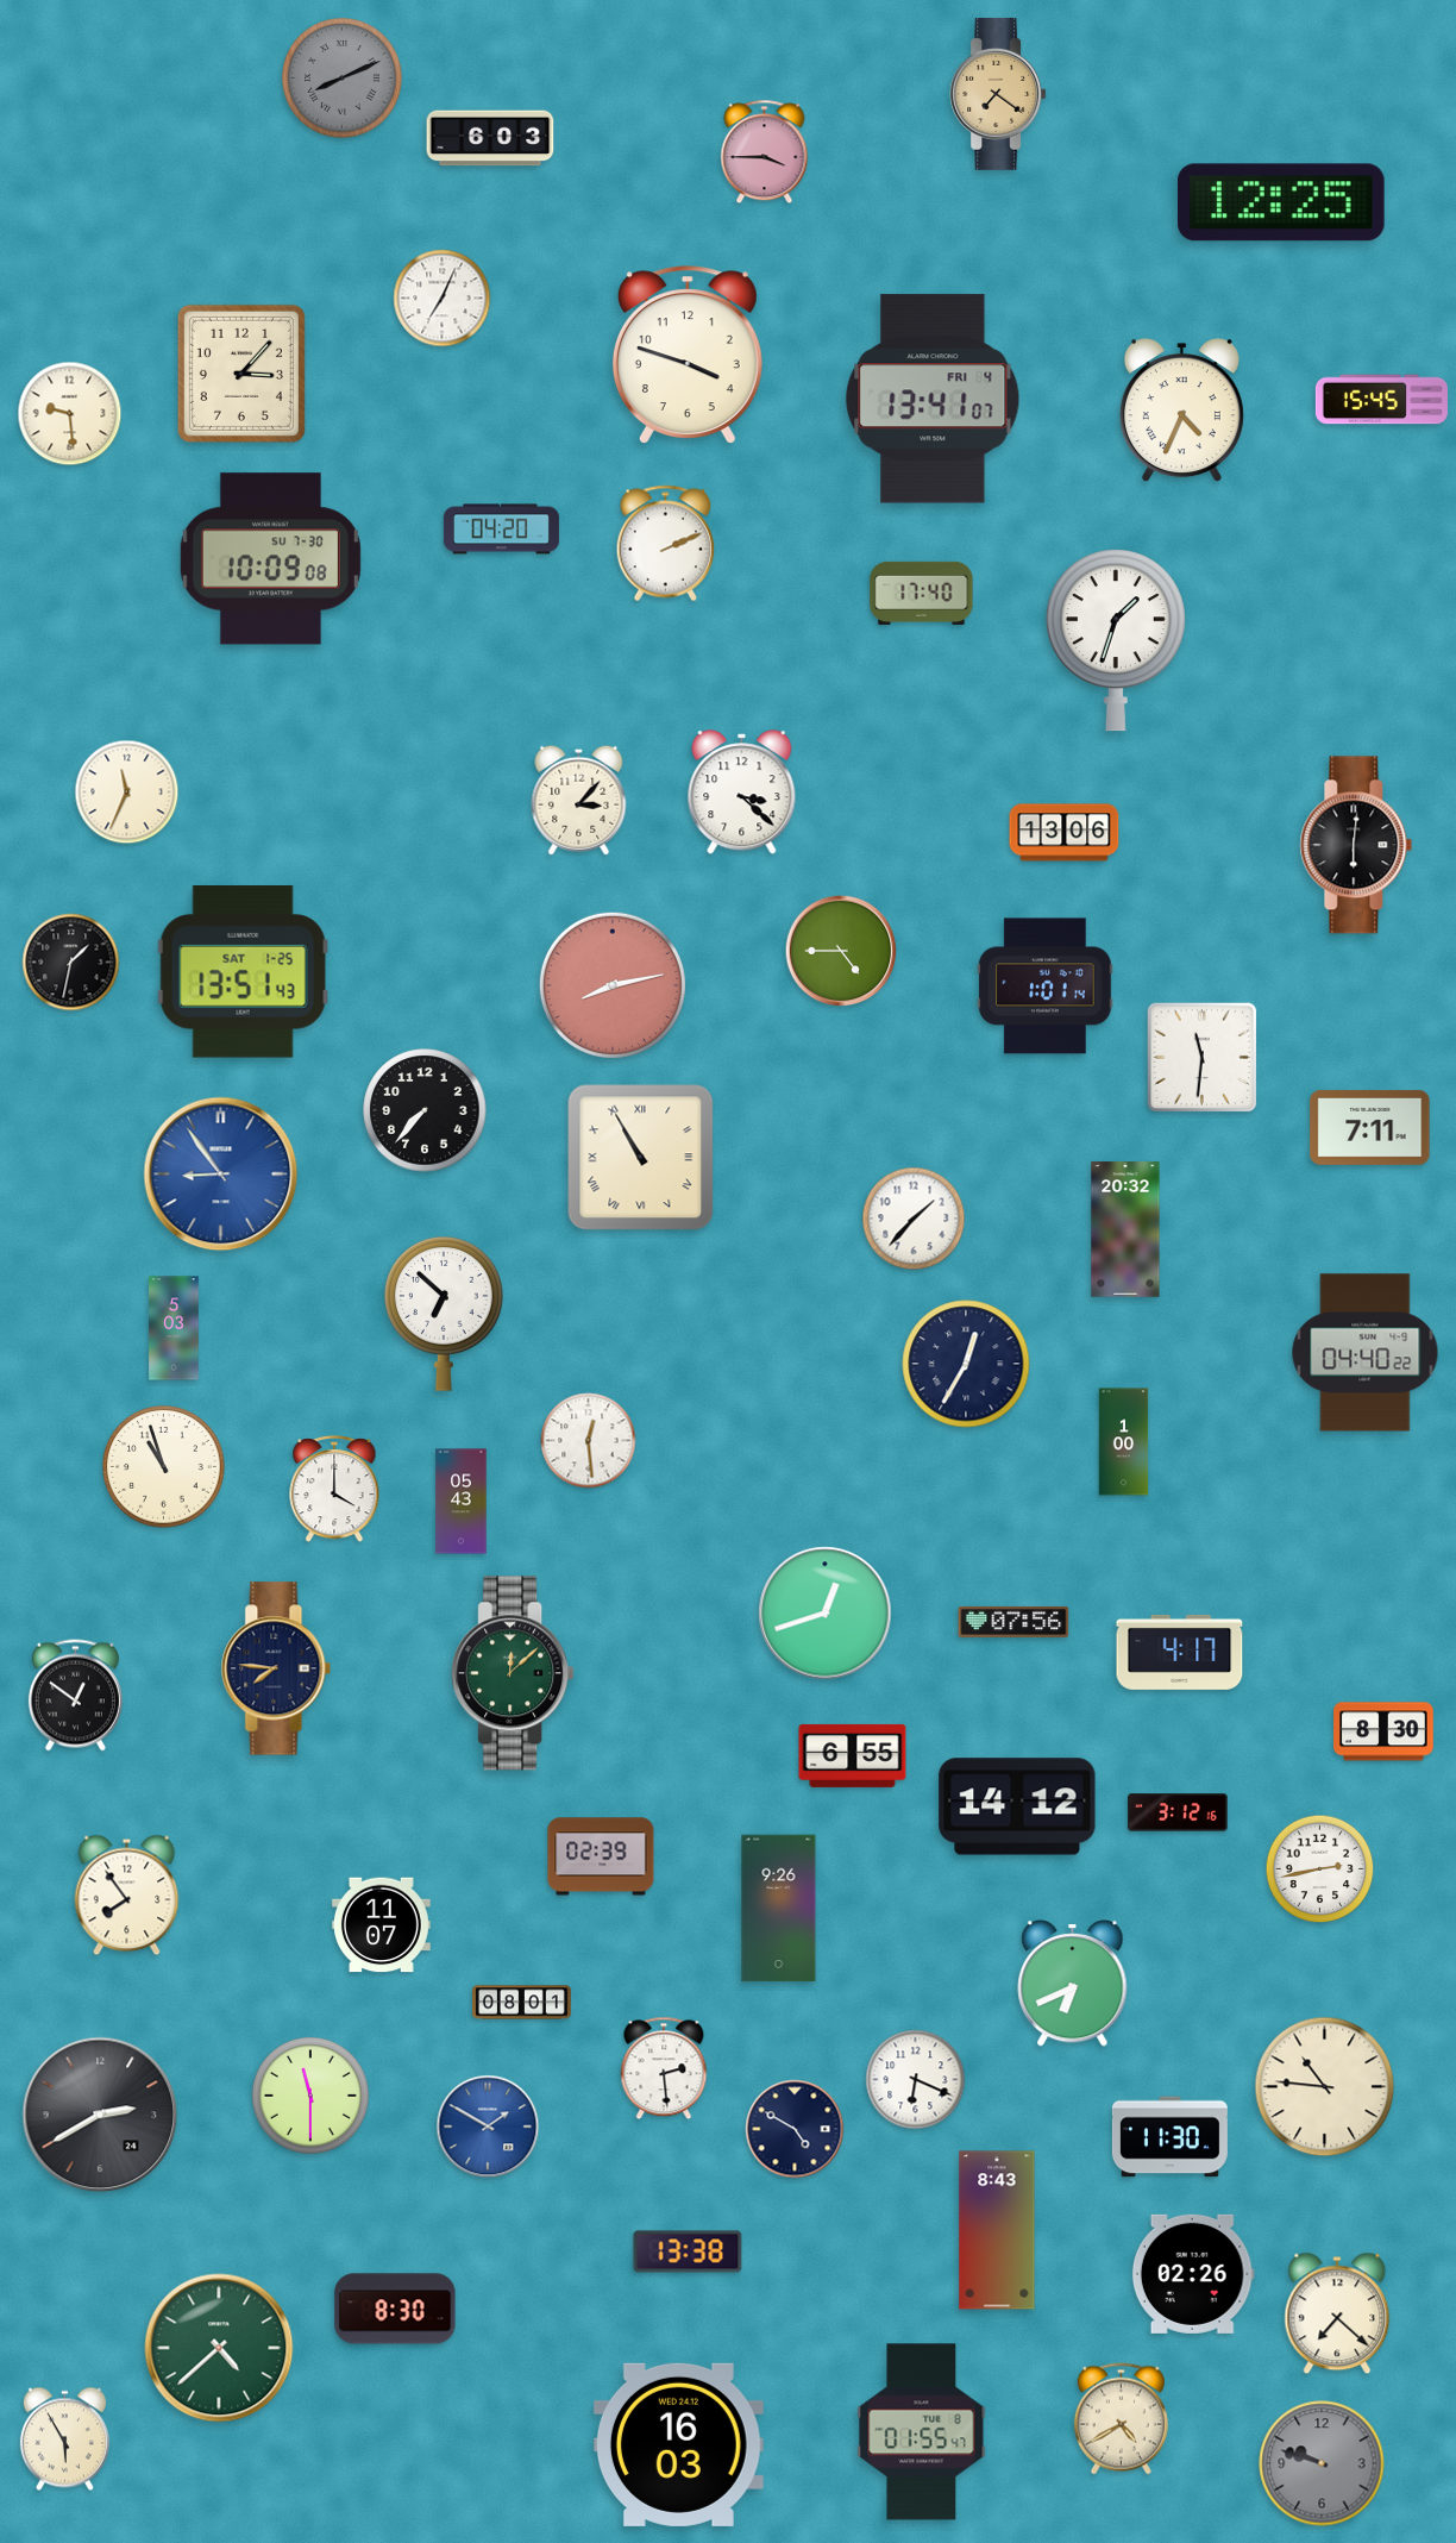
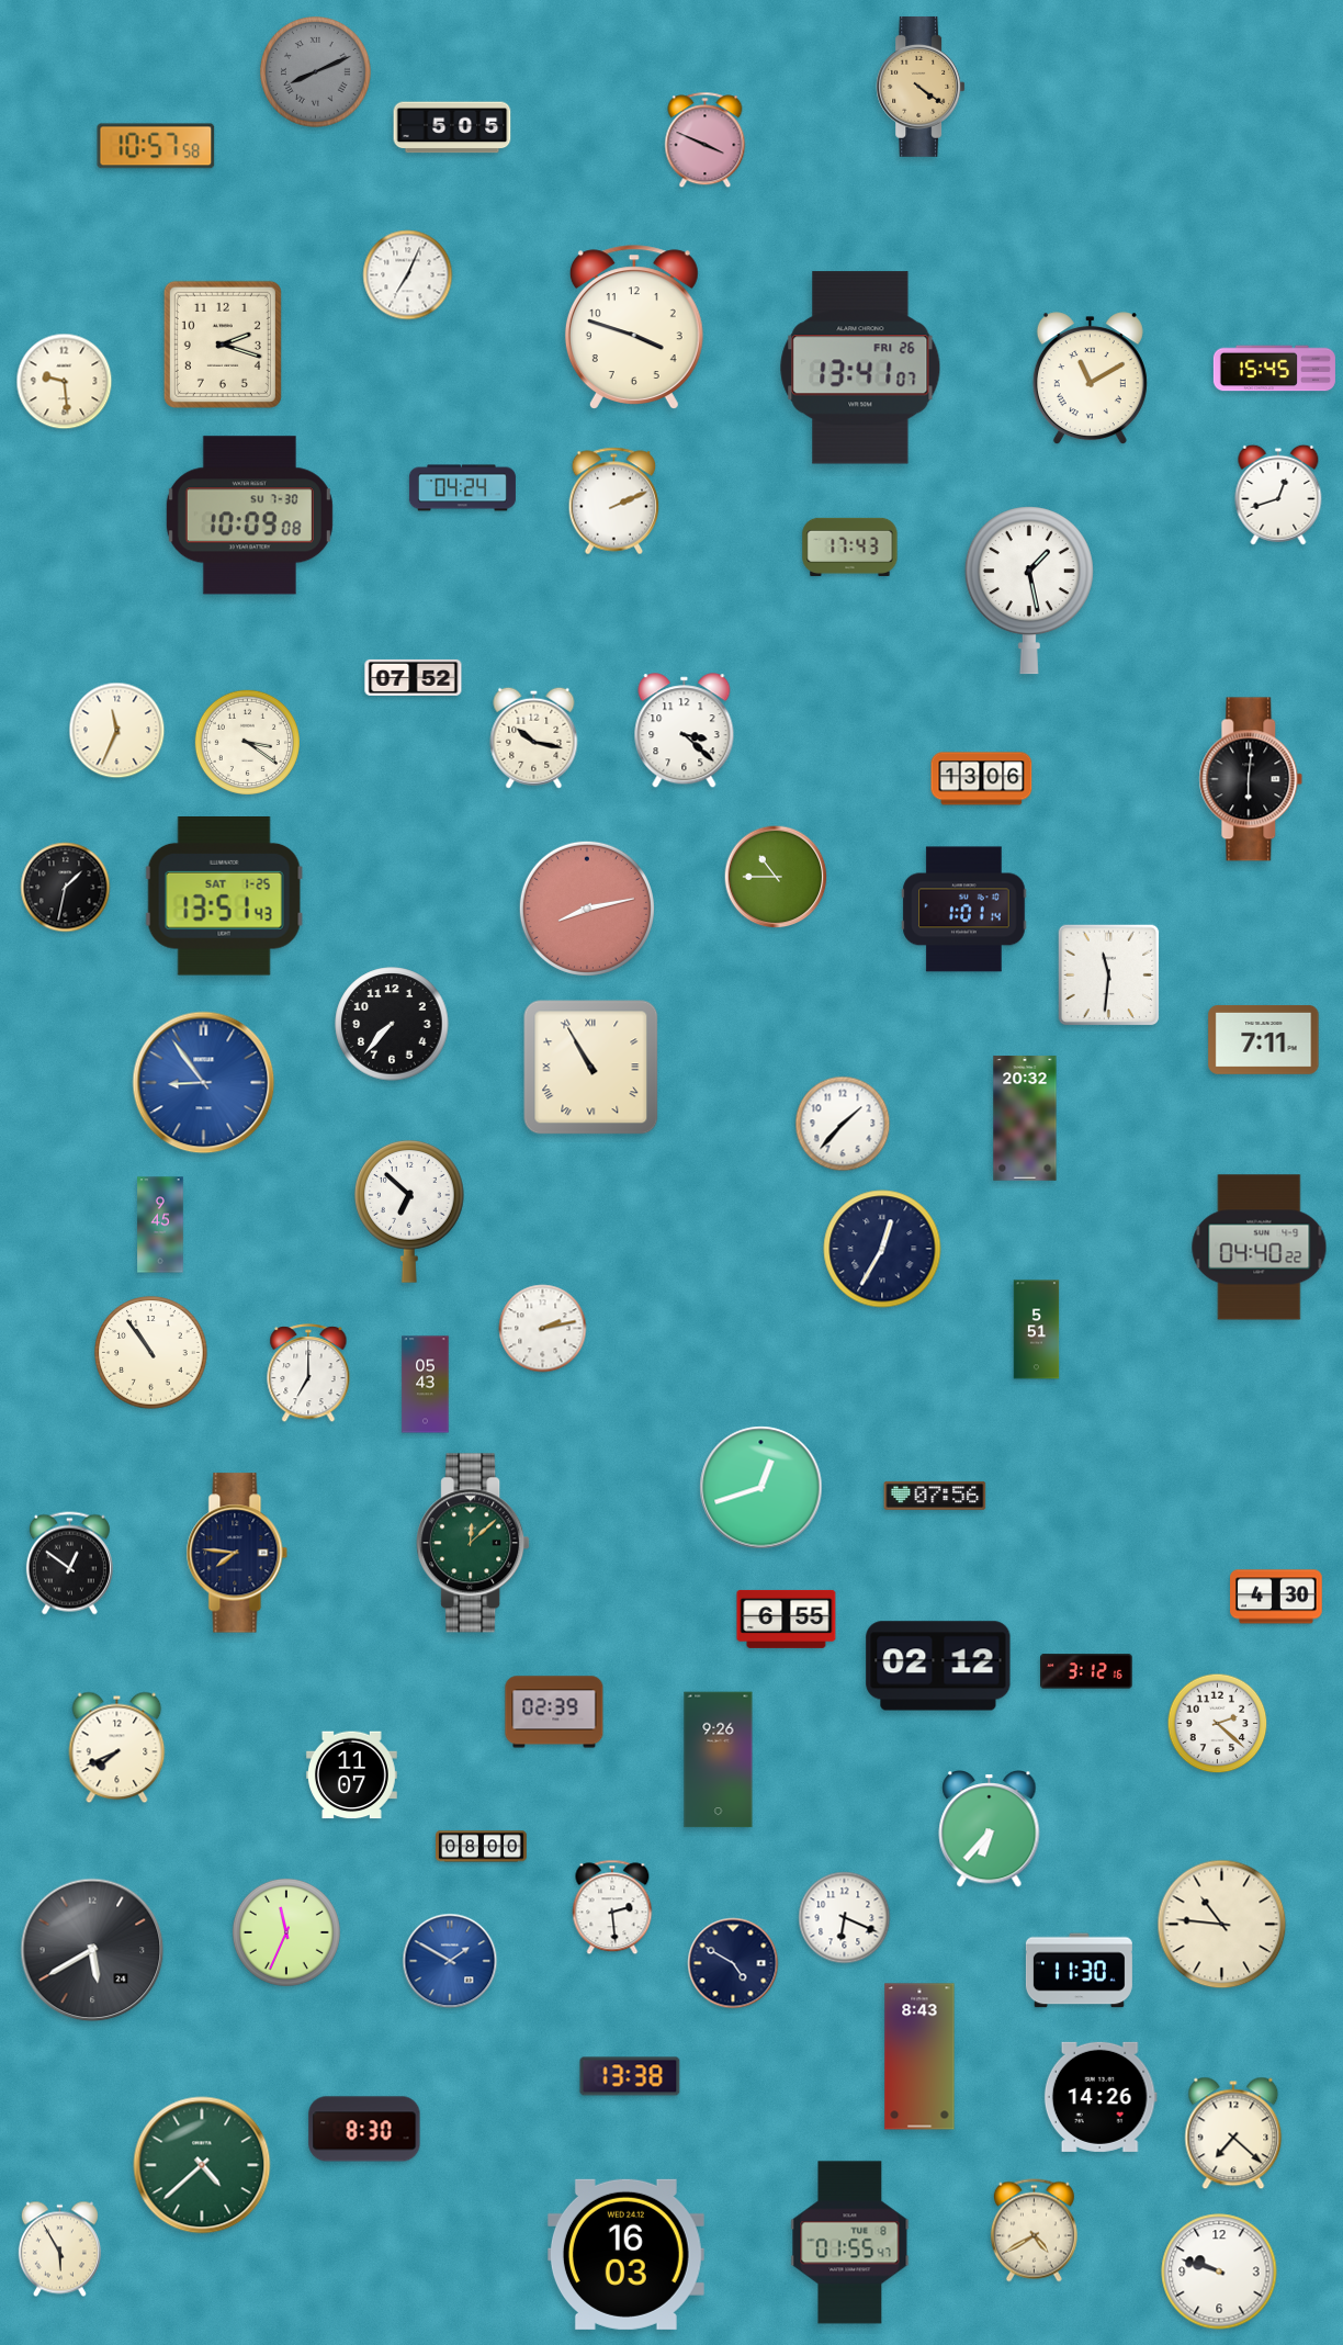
clock at (998, 94): 7:21 -> 4:21
clock at (490, 138): 6:03 -> 5:05
clock at (765, 152): 3:45 -> 3:49
clock at (156, 146): none -> 10:57
clock at (1281, 202): 12:25 -> none
clock at (241, 374): 3:07 -> 2:18
clock at (933, 399) date: FRI 4 -> FRI 26
clock at (1181, 411): 4:34 -> 11:10
clock at (501, 530): 04:20 -> 04:24
clock at (1278, 495): none -> 12:42
clock at (922, 593): 17:40 -> 17:43
clock at (1116, 640): 1:33 -> 1:28
clock at (414, 677): none -> 07:52
clock at (579, 800): 3:07 -> 10:17
clock at (247, 742): none -> 3:21
clock at (1065, 833) position: (1065, 833) -> (982, 779)
clock at (841, 951): 4:45 -> 10:45
clock at (613, 985) position: (613, 985) -> (587, 909)
clock at (1125, 1229) position: (1125, 1229) -> (1025, 1118)
clock at (174, 1328): 5:03 -> 9:45
clock at (966, 1364) position: (966, 1364) -> (882, 1249)
clock at (589, 1441): 12:29 -> 2:13
clock at (1124, 1442): 1:00 -> 5:51
clock at (164, 1467): 10:57 -> 10:54
clock at (334, 1490): 4:00 -> 7:00
clock at (1180, 1652): 4:17 -> none
clock at (276, 1668) position: (276, 1668) -> (237, 1553)
clock at (1383, 1731): 8:30 -> 4:30
clock at (1017, 1806): 14:12 -> 02:12
clock at (1320, 1869): 2:43 -> 2:22
clock at (127, 1896): 7:54 -> 7:41
clock at (1073, 1984): 6:41 -> 6:37
clock at (522, 2003): 08:01 -> 08:00
clock at (310, 2096): 11:30 -> 11:34
clock at (100, 2115): 2:40 -> 5:40
clock at (688, 2251) position: (688, 2251) -> (630, 2076)
clock at (1193, 2274): 02:26 -> 14:26
clock at (1322, 2463) dial: grey -> white
